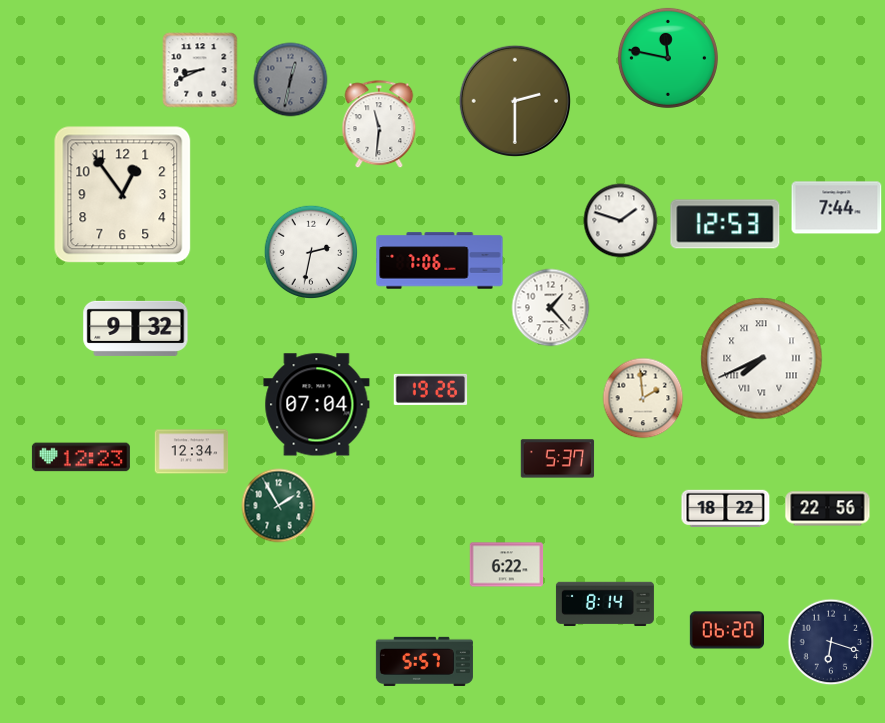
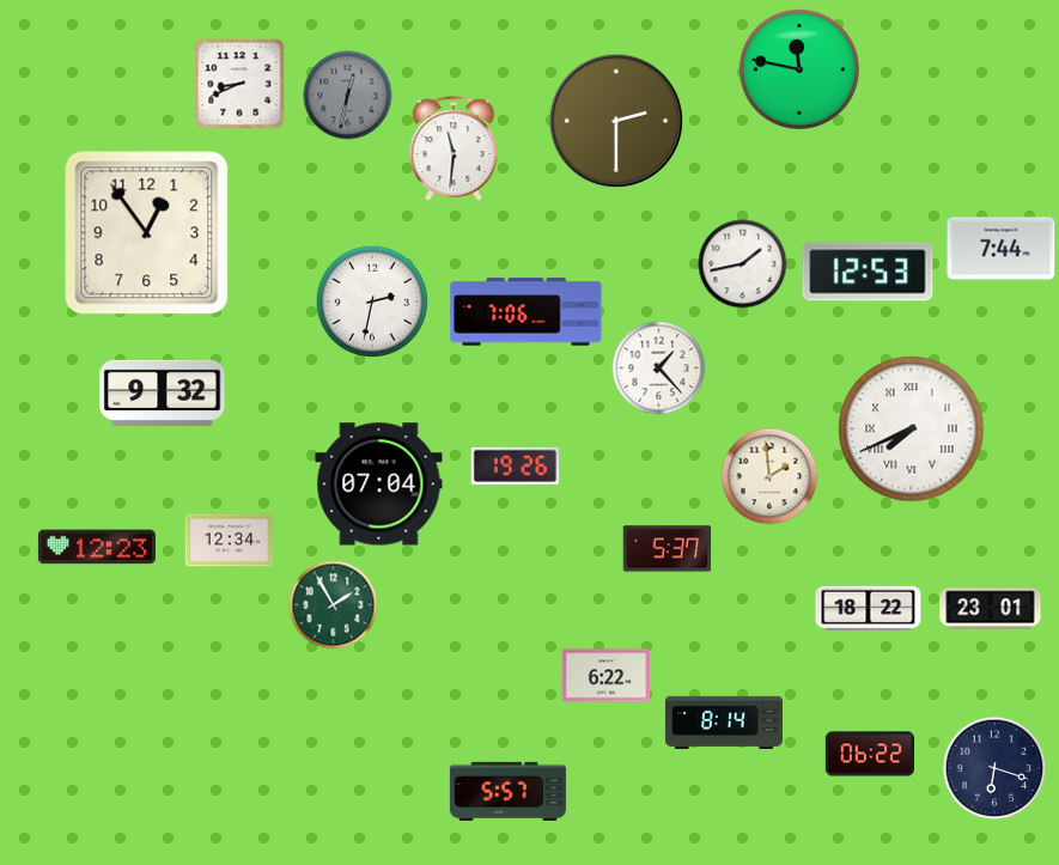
clock at (621, 221): 1:48 -> 1:43
clock at (725, 224) position: (725, 224) -> (868, 272)
clock at (828, 509): 22:56 -> 23:01
clock at (726, 630): 06:20 -> 06:22
